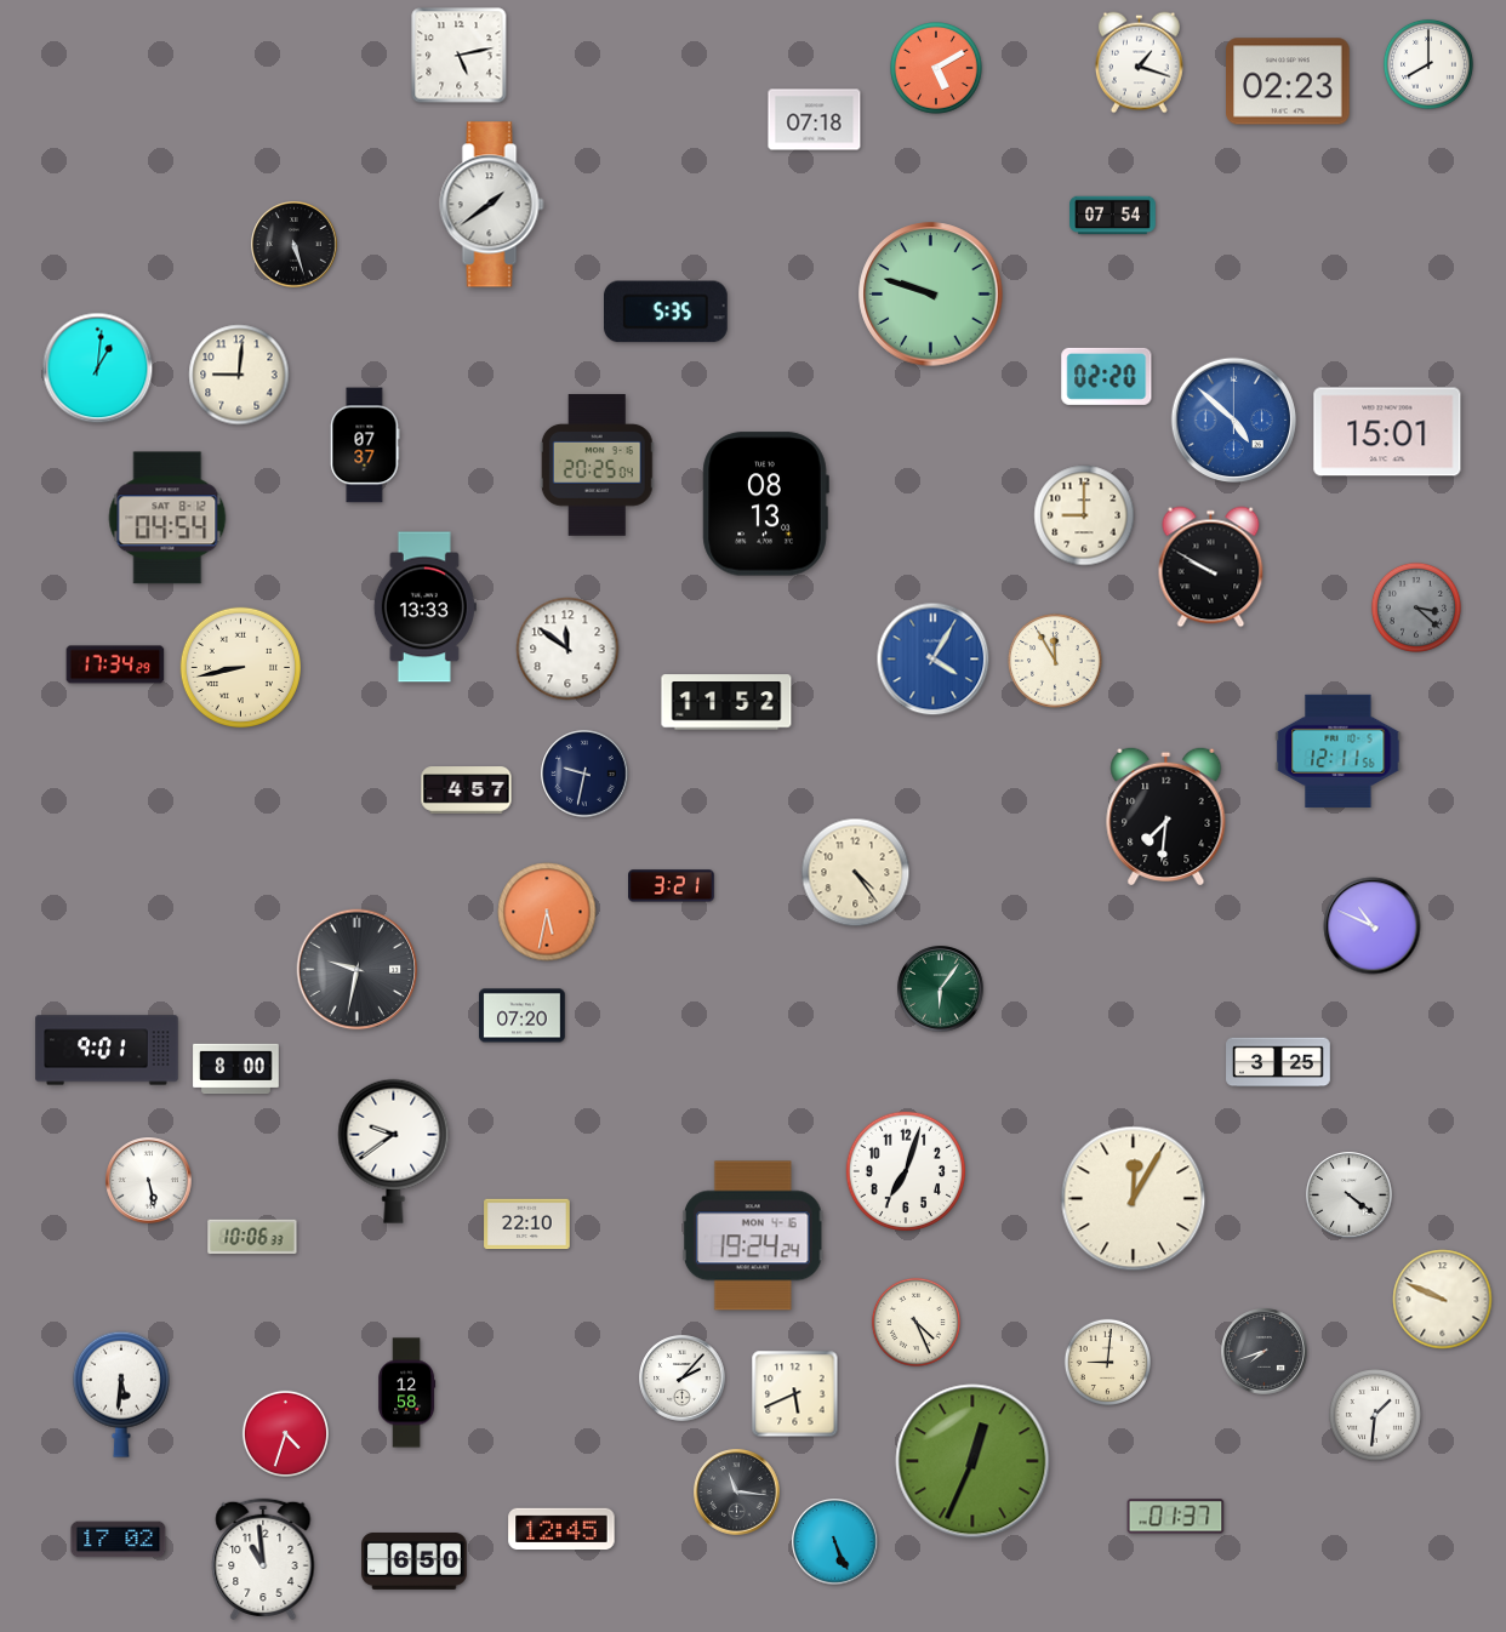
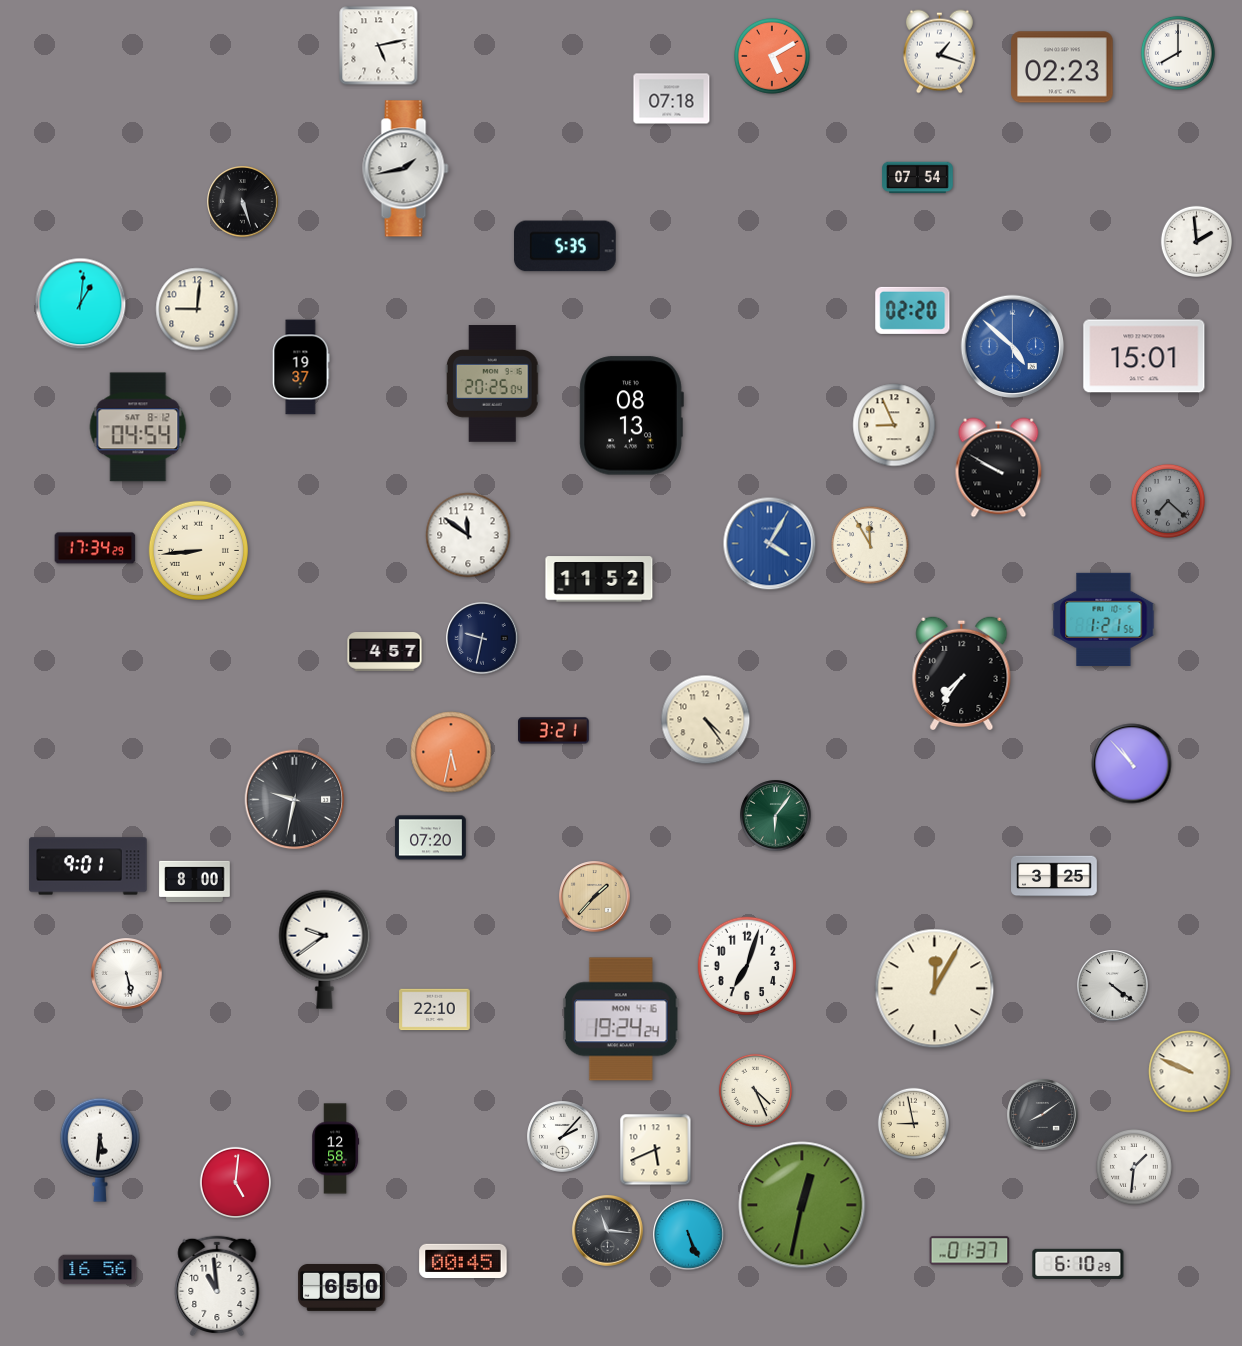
clock at (492, 205): 1:39 -> 1:43
clock at (1196, 241): none -> 1:59
clock at (931, 295): 9:48 -> none
clock at (667, 312) position: (667, 312) -> (566, 246)
clock at (1234, 421) position: (1234, 421) -> (1013, 347)
clock at (365, 445): 07:37 -> 19:37
clock at (1084, 515): 9:00 -> 8:56
clock at (424, 607): 13:33 -> none
clock at (1416, 607): 3:22 -> 7:22
clock at (240, 667): 8:43 -> 8:44
clock at (1339, 751): 12:11 -> 1:21
clock at (1166, 816): 7:31 -> 7:36
clock at (1373, 926): 10:49 -> 10:53
clock at (595, 897): none -> 1:37
clock at (149, 1181) position: (149, 1181) -> (127, 974)
clock at (252, 1237): 10:06 -> none
clock at (1265, 1352): 7:42 -> 8:09
clock at (1107, 1362): 9:01 -> 8:58
clock at (285, 1433): 4:33 -> 5:01
clock at (972, 1461): 12:34 -> 12:32
clock at (561, 1528): 12:45 -> 00:45
clock at (1078, 1264): none -> 6:10
clock at (119, 1540): 17:02 -> 16:56
clock at (835, 1542) position: (835, 1542) -> (689, 1235)
